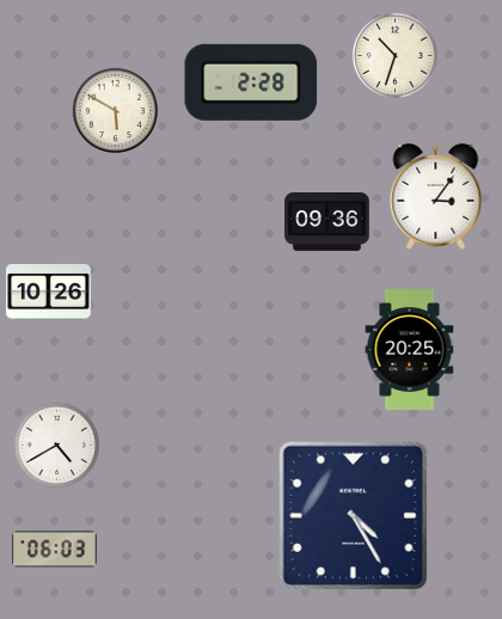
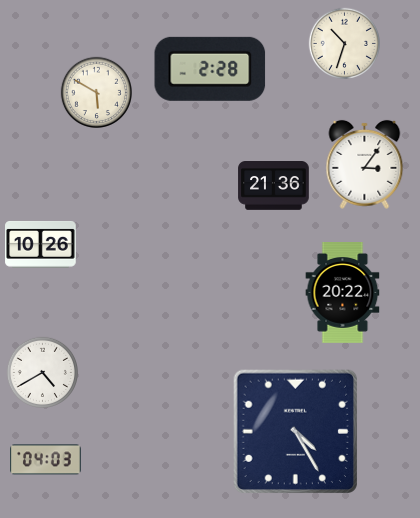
clock at (394, 55) position: (394, 55) -> (344, 43)
clock at (327, 222): 09:36 -> 21:36
clock at (410, 350): 20:25 -> 20:22
clock at (56, 445) position: (56, 445) -> (42, 372)
clock at (55, 550): 06:03 -> 04:03
